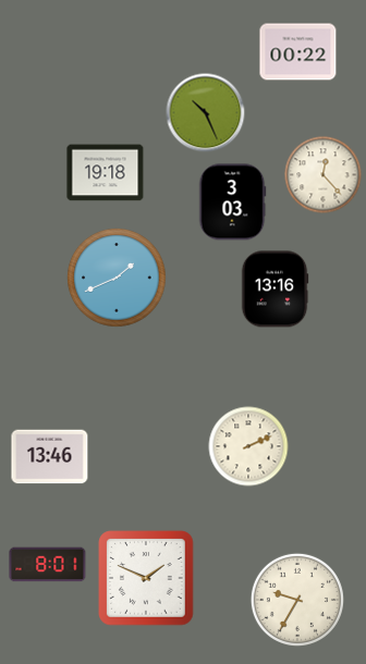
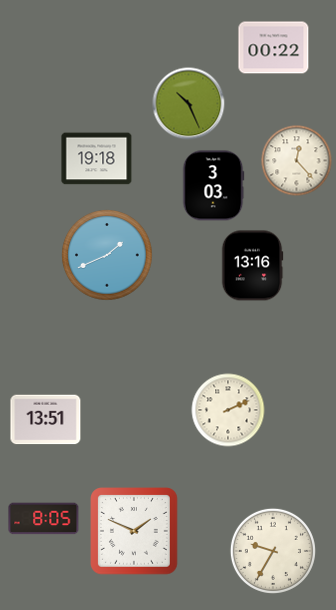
clock at (50, 457): 13:46 -> 13:51
clock at (48, 565): 8:01 -> 8:05
